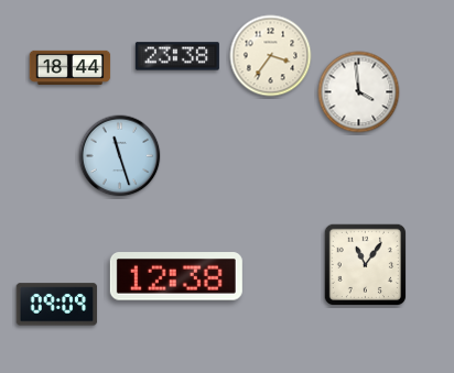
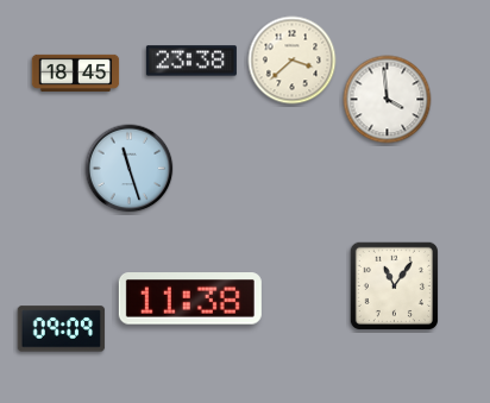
clock at (271, 56): 3:36 -> 3:38
clock at (71, 67): 18:44 -> 18:45
clock at (176, 276): 12:38 -> 11:38
